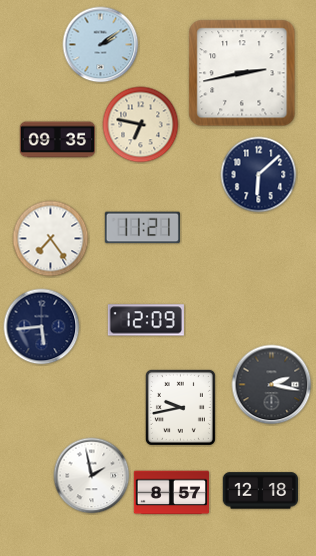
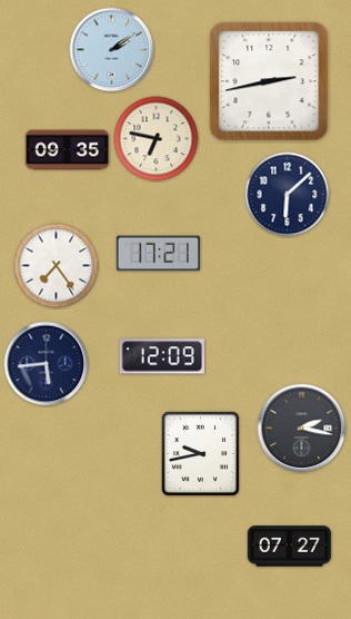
clock at (57, 140) position: (57, 140) -> (67, 150)
clock at (142, 228): 11:21 -> 17:21
clock at (92, 476): 1:58 -> none
clock at (260, 491): 12:18 -> 07:27
clock at (171, 493): 8:57 -> none
